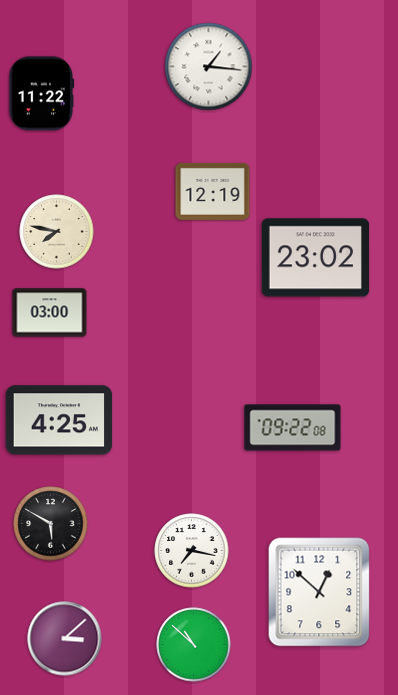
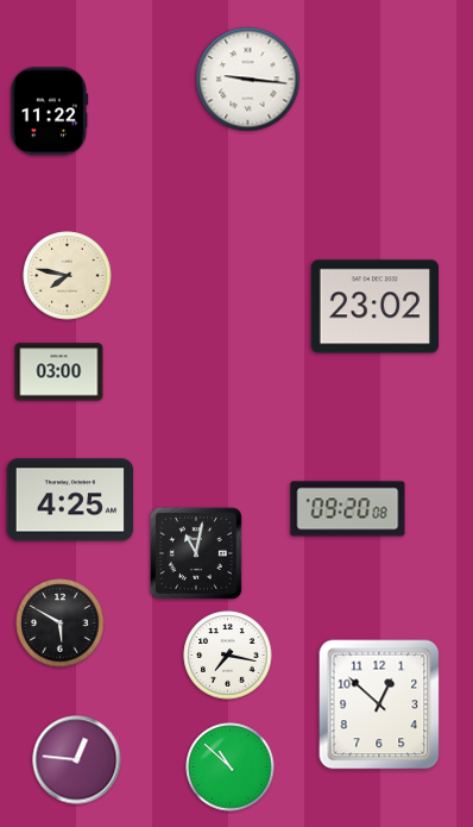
clock at (209, 67): 1:16 -> 9:16
clock at (213, 191): 12:19 -> none
clock at (293, 428): 09:22 -> 09:20
clock at (196, 553): none -> 11:02
clock at (65, 639): 3:08 -> 12:46
